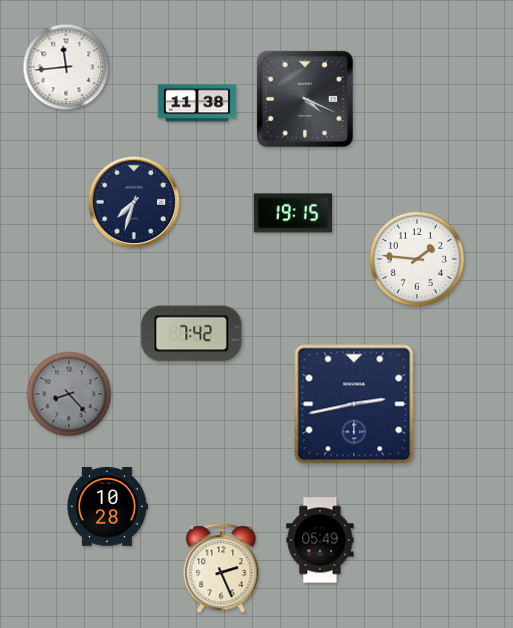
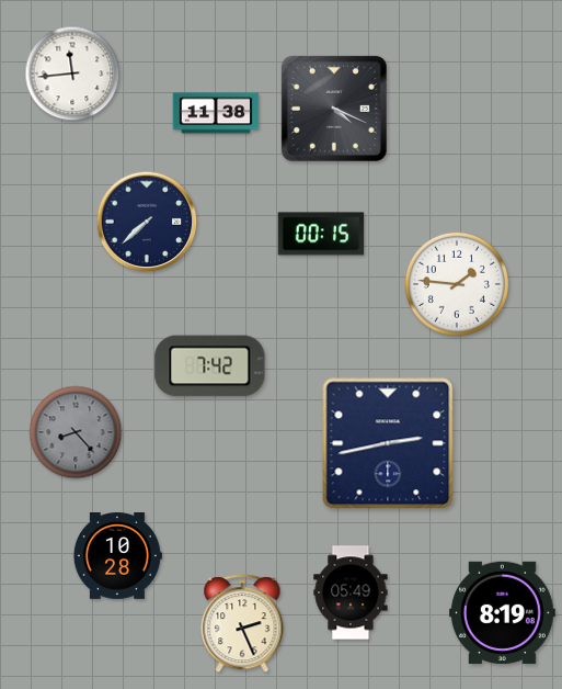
clock at (134, 202): 7:33 -> 7:38
clock at (293, 213): 19:15 -> 00:15
clock at (502, 612): none -> 8:19
